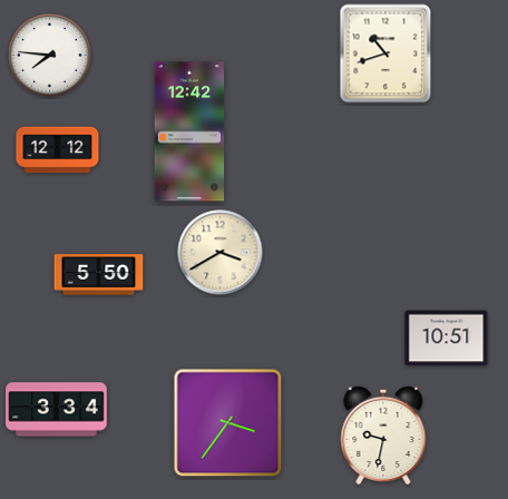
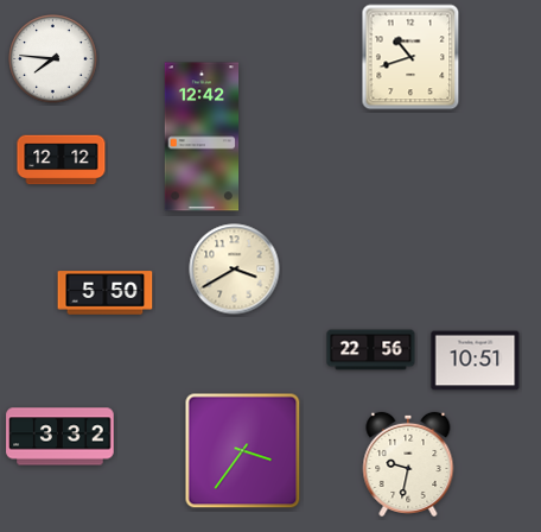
clock at (189, 131) position: (189, 131) -> (202, 137)
clock at (371, 350): none -> 22:56
clock at (57, 410): 3:34 -> 3:32
